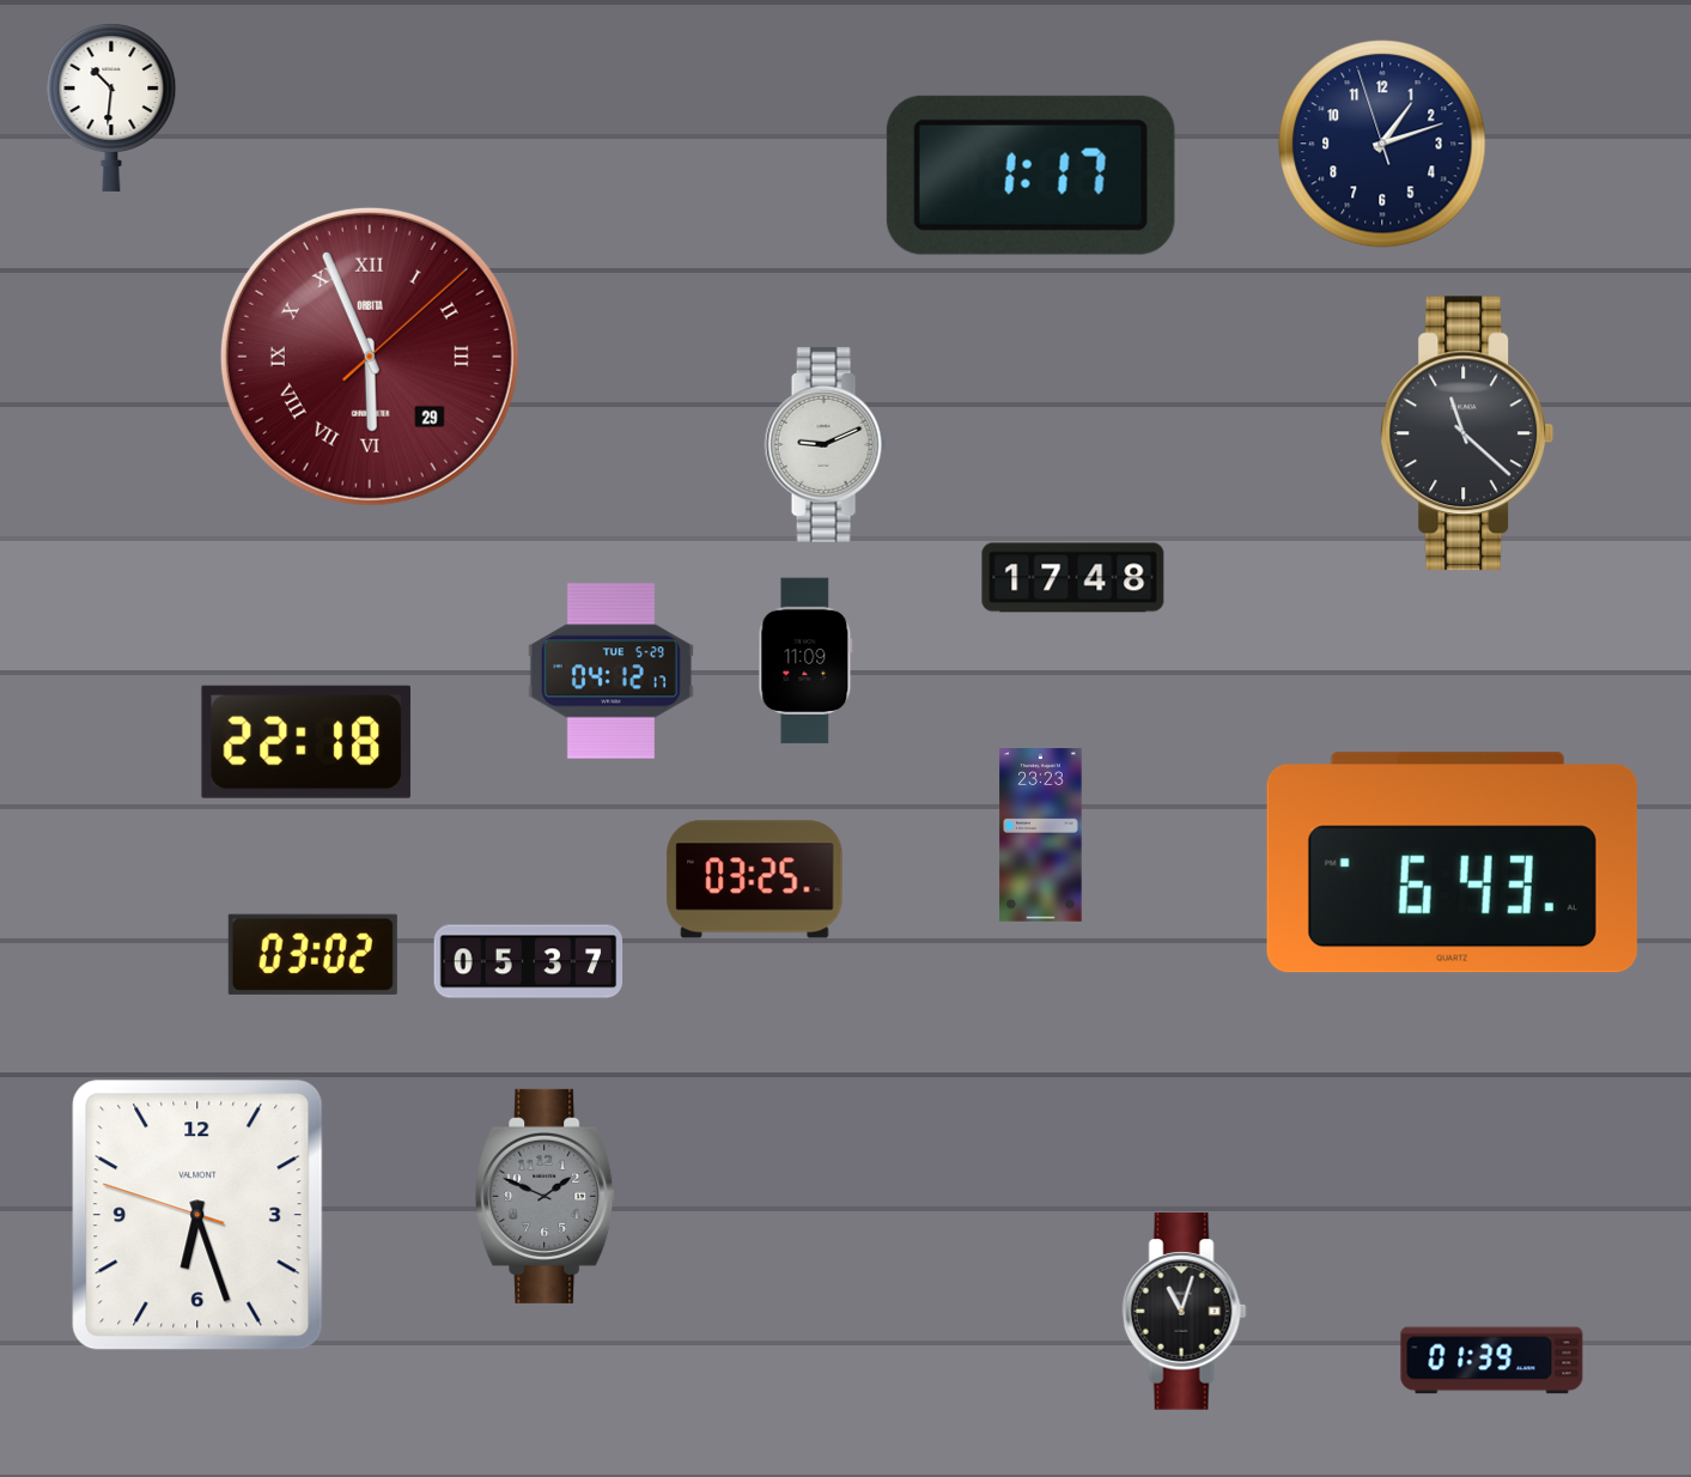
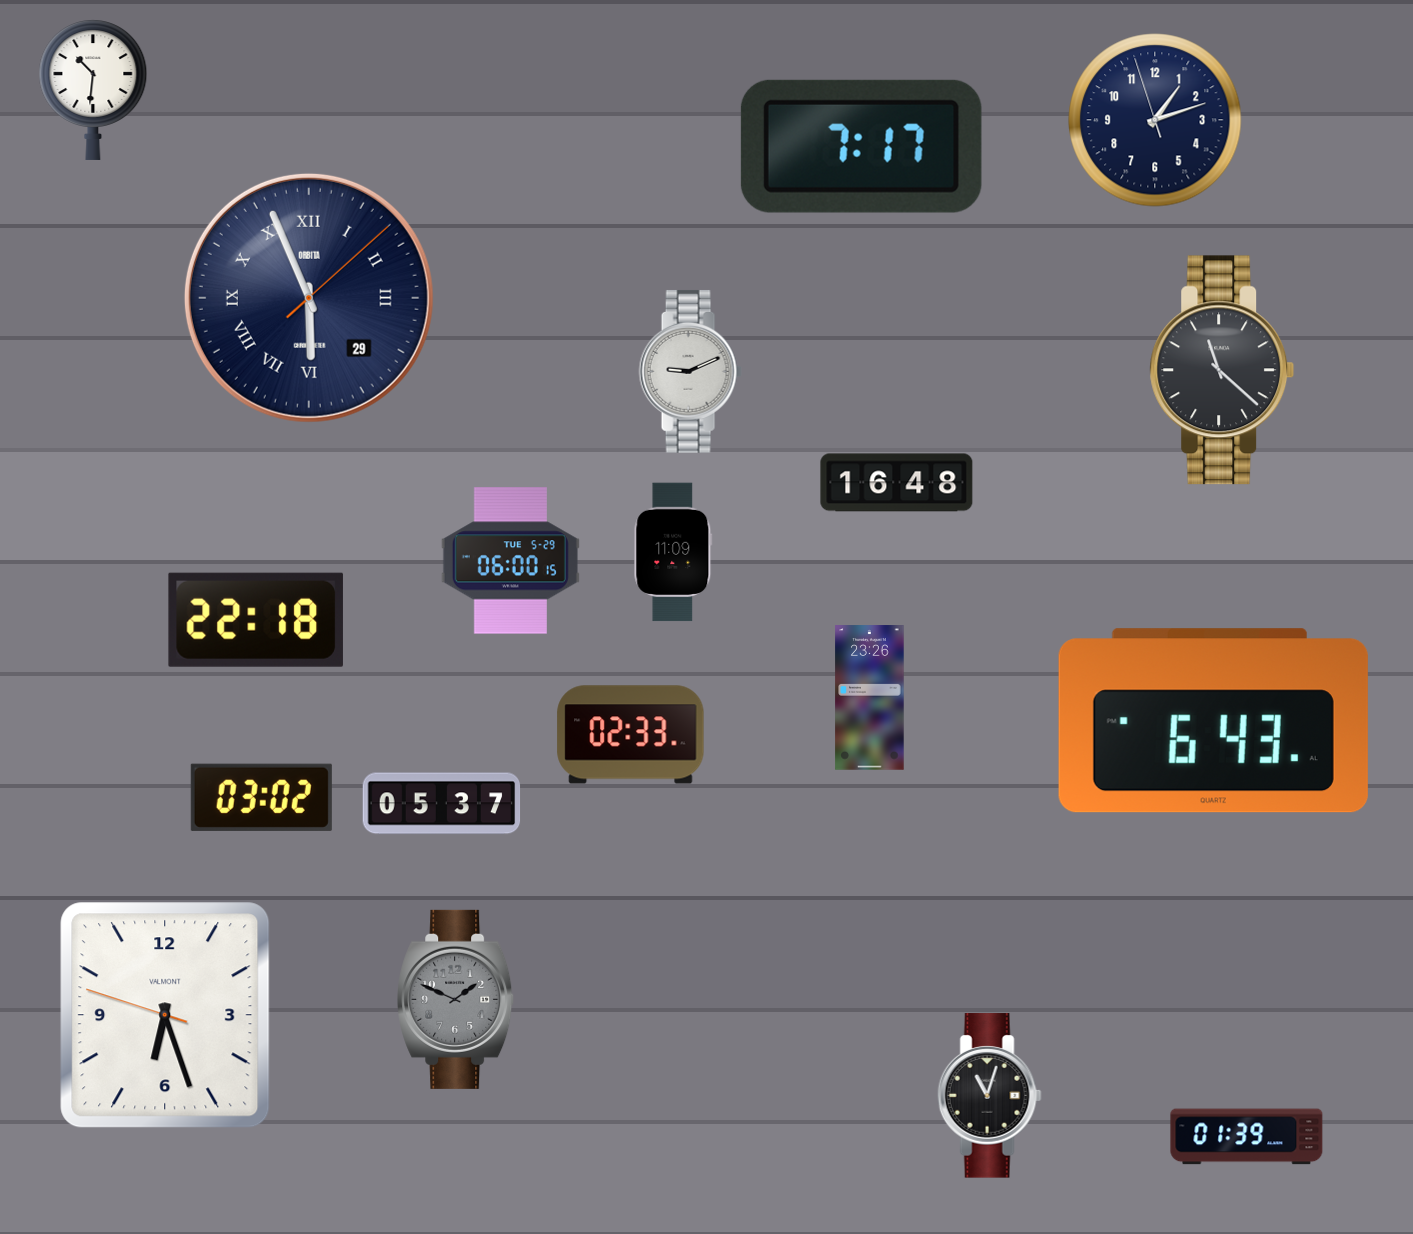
clock at (1030, 175): 1:17 -> 7:17
clock at (370, 357) dial: burgundy -> navy
clock at (1467, 433) position: (1467, 433) -> (1222, 370)
clock at (1073, 578): 17:48 -> 16:48
clock at (610, 671): 04:12 -> 06:00
clock at (1041, 835): 23:23 -> 23:26
clock at (755, 880): 03:25 -> 02:33
